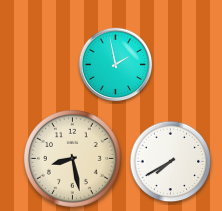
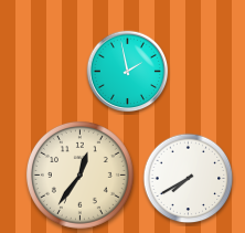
clock at (72, 158): 8:28 -> 12:36
